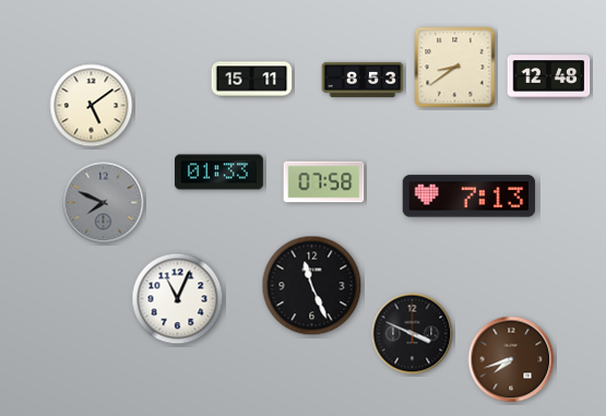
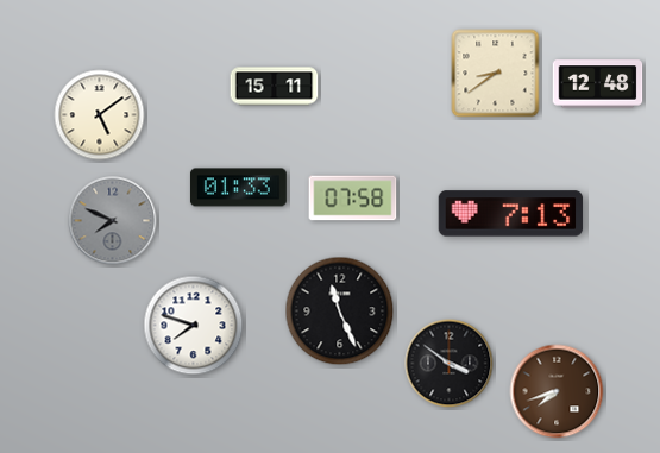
clock at (363, 80): 8:53 -> none
clock at (178, 299): 11:04 -> 7:48
clock at (413, 334): 3:49 -> 3:51
